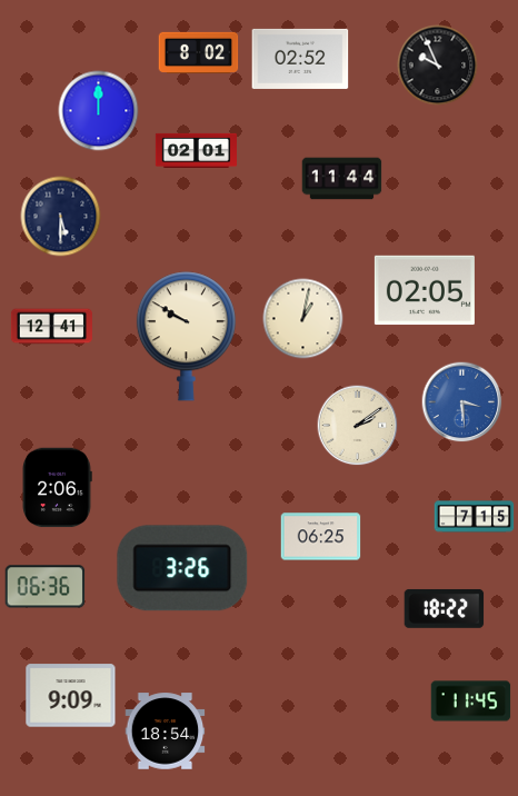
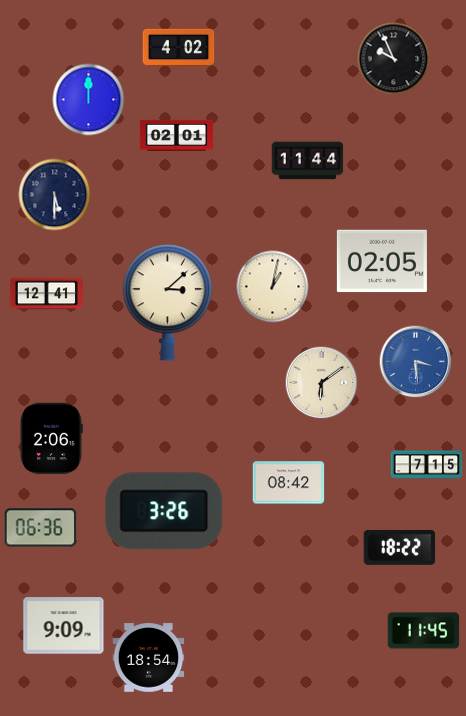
clock at (199, 53): 8:02 -> 4:02
clock at (300, 59): 02:52 -> none
clock at (186, 337): 9:50 -> 3:08
clock at (358, 426): 2:09 -> 6:09
clock at (321, 537): 06:25 -> 08:42
